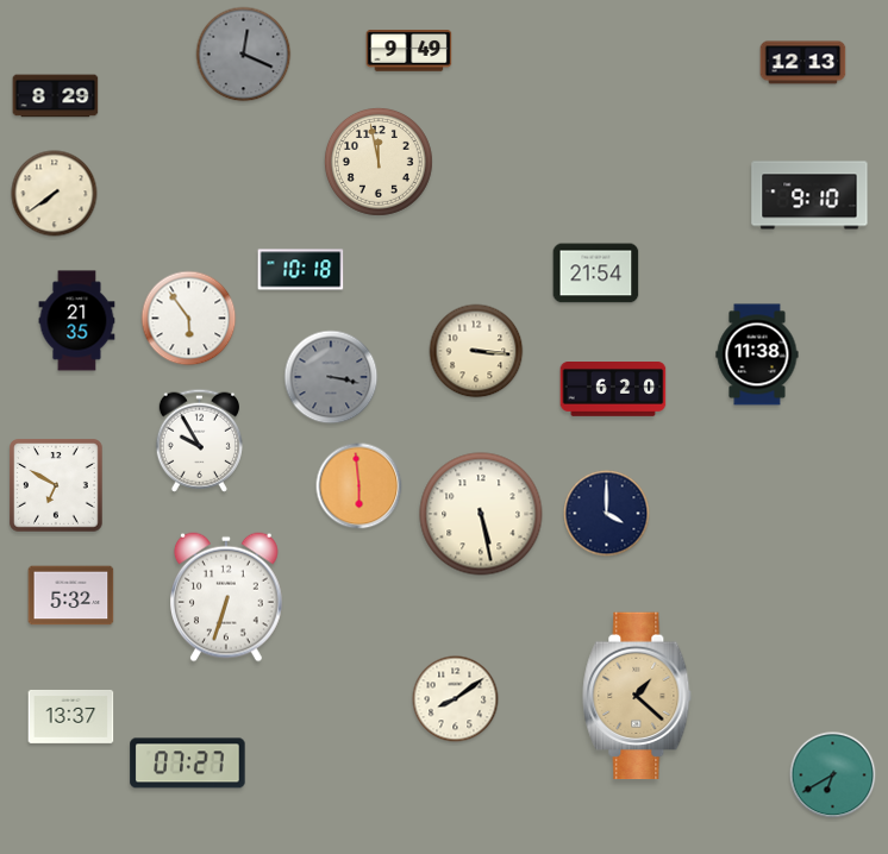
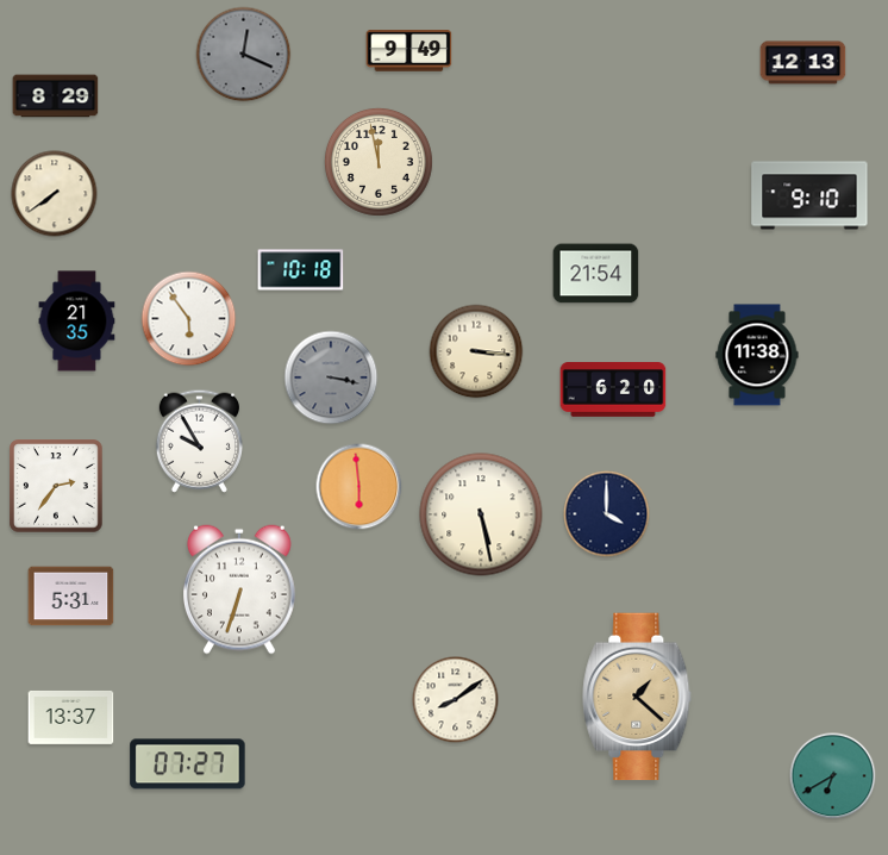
clock at (56, 485): 6:50 -> 2:36
clock at (71, 596): 5:32 -> 5:31
clock at (227, 597) position: (227, 597) -> (240, 589)
